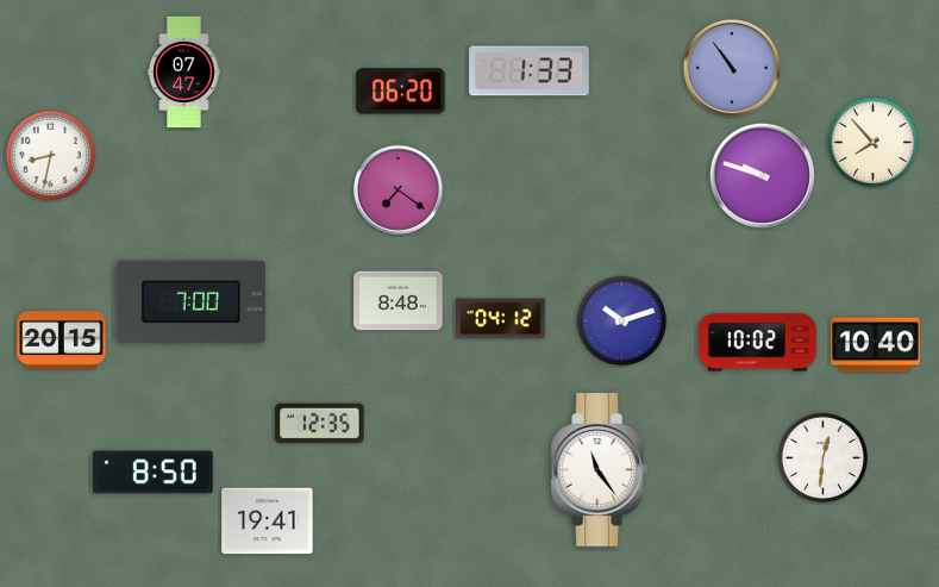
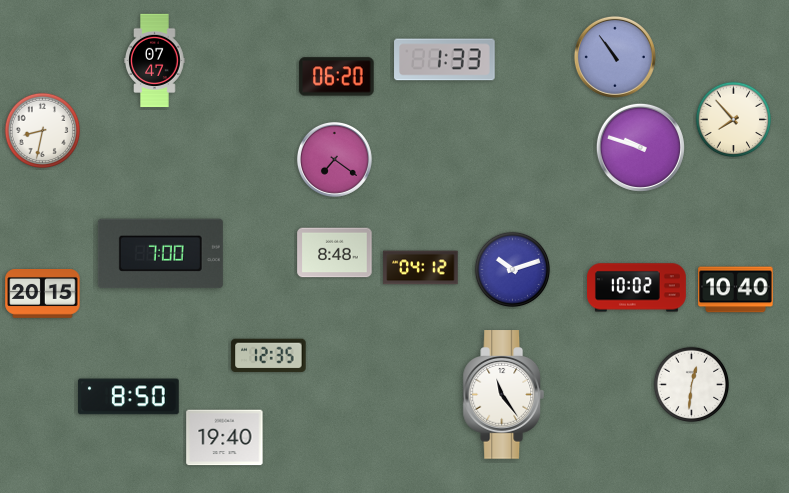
clock at (622, 321) position: (622, 321) -> (513, 270)
clock at (62, 341) position: (62, 341) -> (43, 294)
clock at (268, 522): 19:41 -> 19:40
